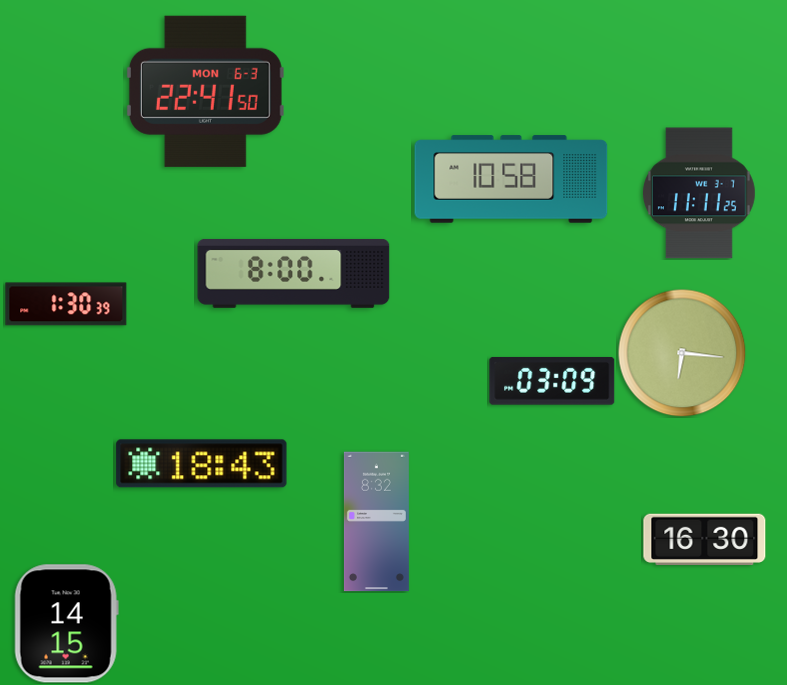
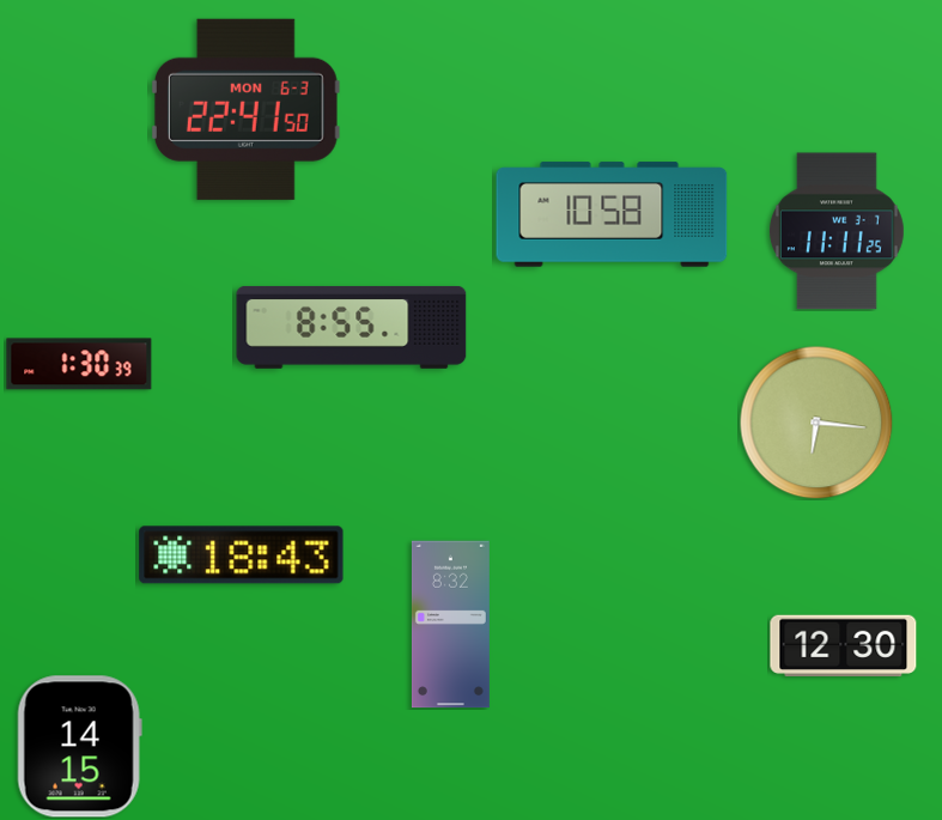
clock at (294, 273): 8:00 -> 8:55
clock at (552, 381): 03:09 -> none
clock at (705, 539): 16:30 -> 12:30
